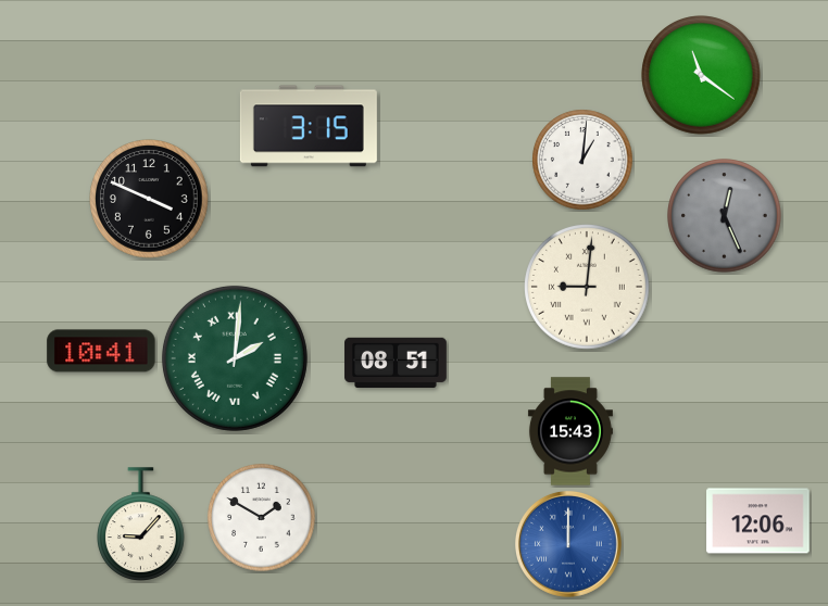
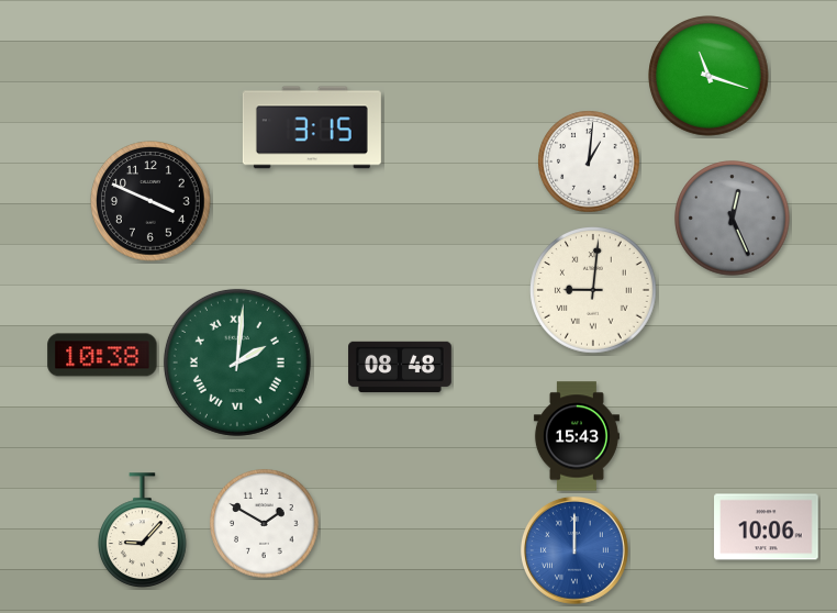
clock at (701, 75): 11:21 -> 11:18
clock at (101, 351): 10:41 -> 10:38
clock at (396, 363): 08:51 -> 08:48
clock at (758, 521): 12:06 -> 10:06
